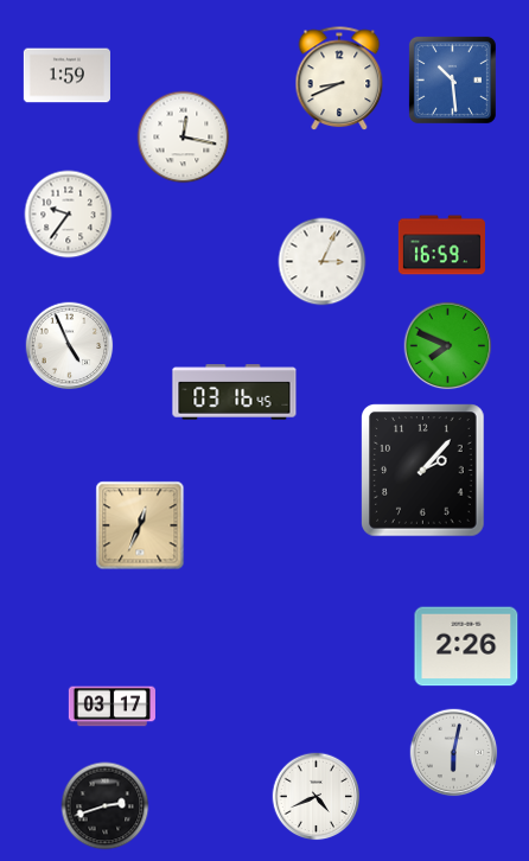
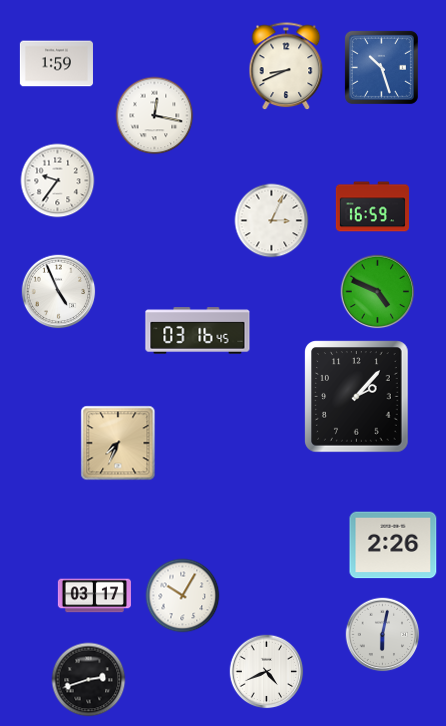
clock at (452, 79): 10:29 -> 10:27
clock at (448, 346): 7:49 -> 4:49
clock at (140, 525): 12:34 -> 7:34
clock at (183, 596): none -> 10:05
